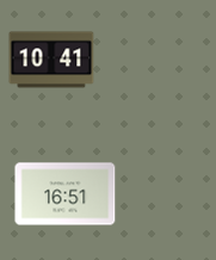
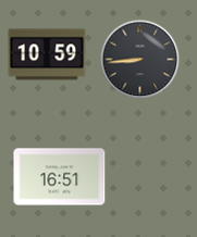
clock at (51, 60): 10:41 -> 10:59
clock at (140, 60): none -> 8:44
